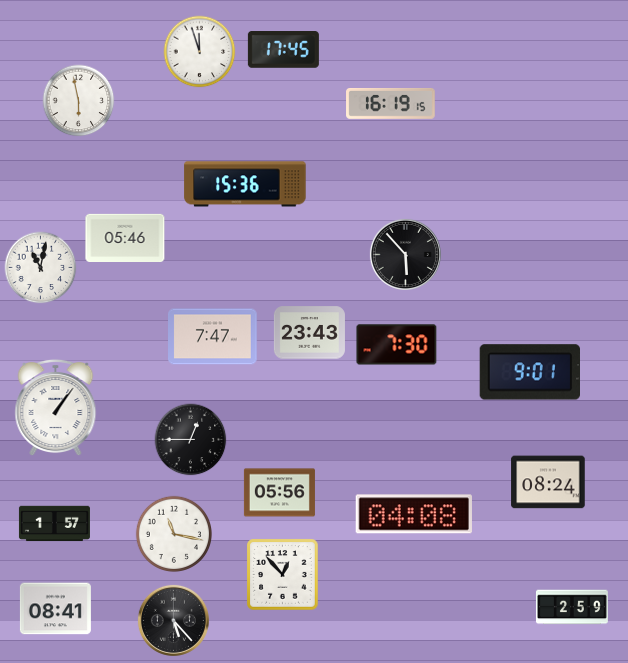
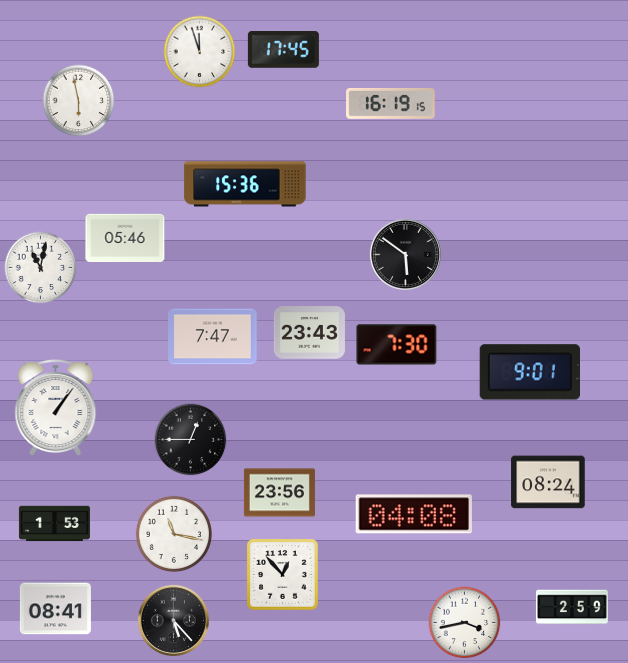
clock at (405, 254): 5:53 -> 5:51
clock at (279, 493): 05:56 -> 23:56
clock at (54, 524): 1:57 -> 1:53
clock at (465, 623): none -> 3:43
